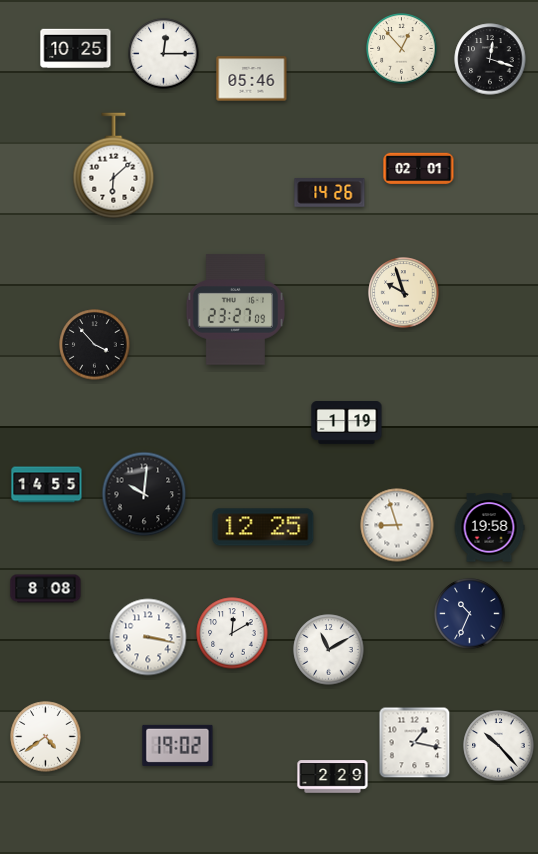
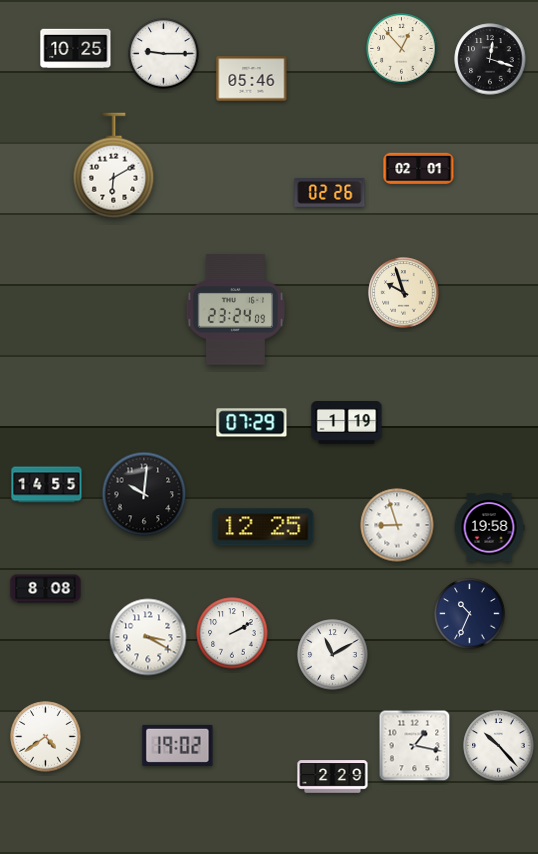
clock at (164, 54): 12:15 -> 9:15
clock at (114, 166): 6:08 -> 6:10
clock at (330, 193): 14:26 -> 02:26
clock at (235, 310): 23:27 -> 23:24
clock at (95, 345): 3:53 -> none
clock at (252, 423): none -> 07:29
clock at (232, 633): 12:10 -> 2:10
clock at (148, 637): 3:17 -> 3:20
clock at (329, 650) position: (329, 650) -> (333, 655)
clock at (415, 743) position: (415, 743) -> (415, 746)
